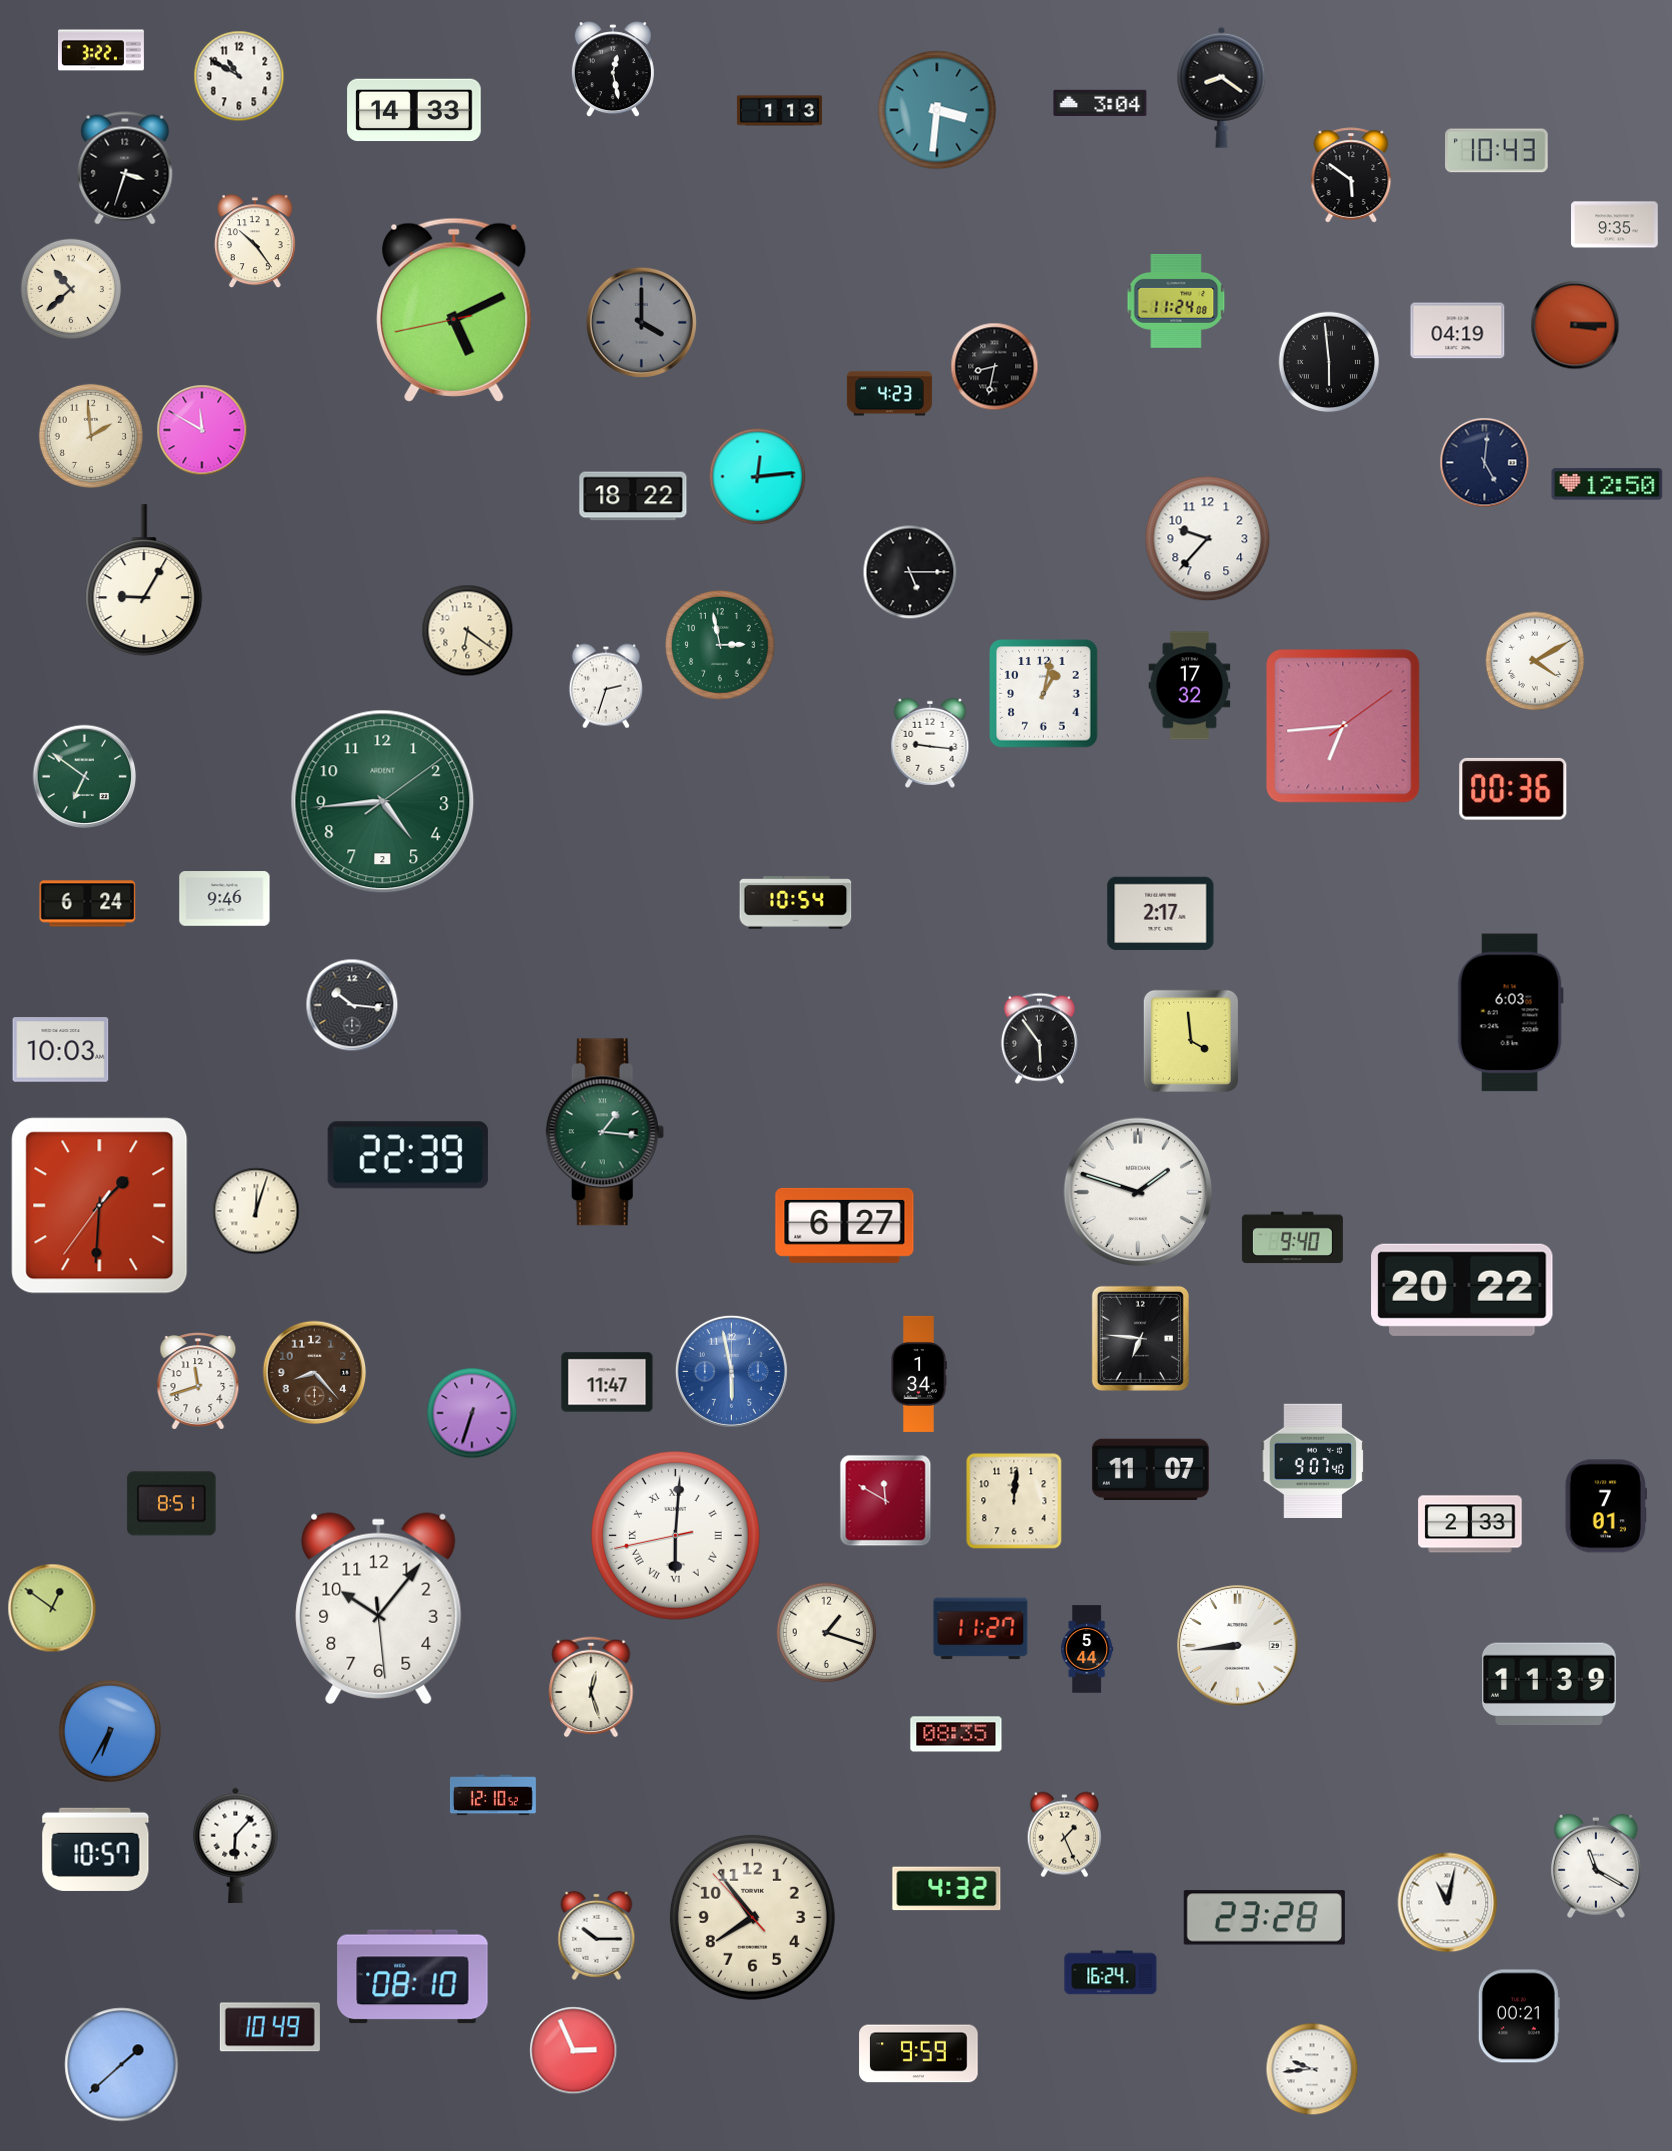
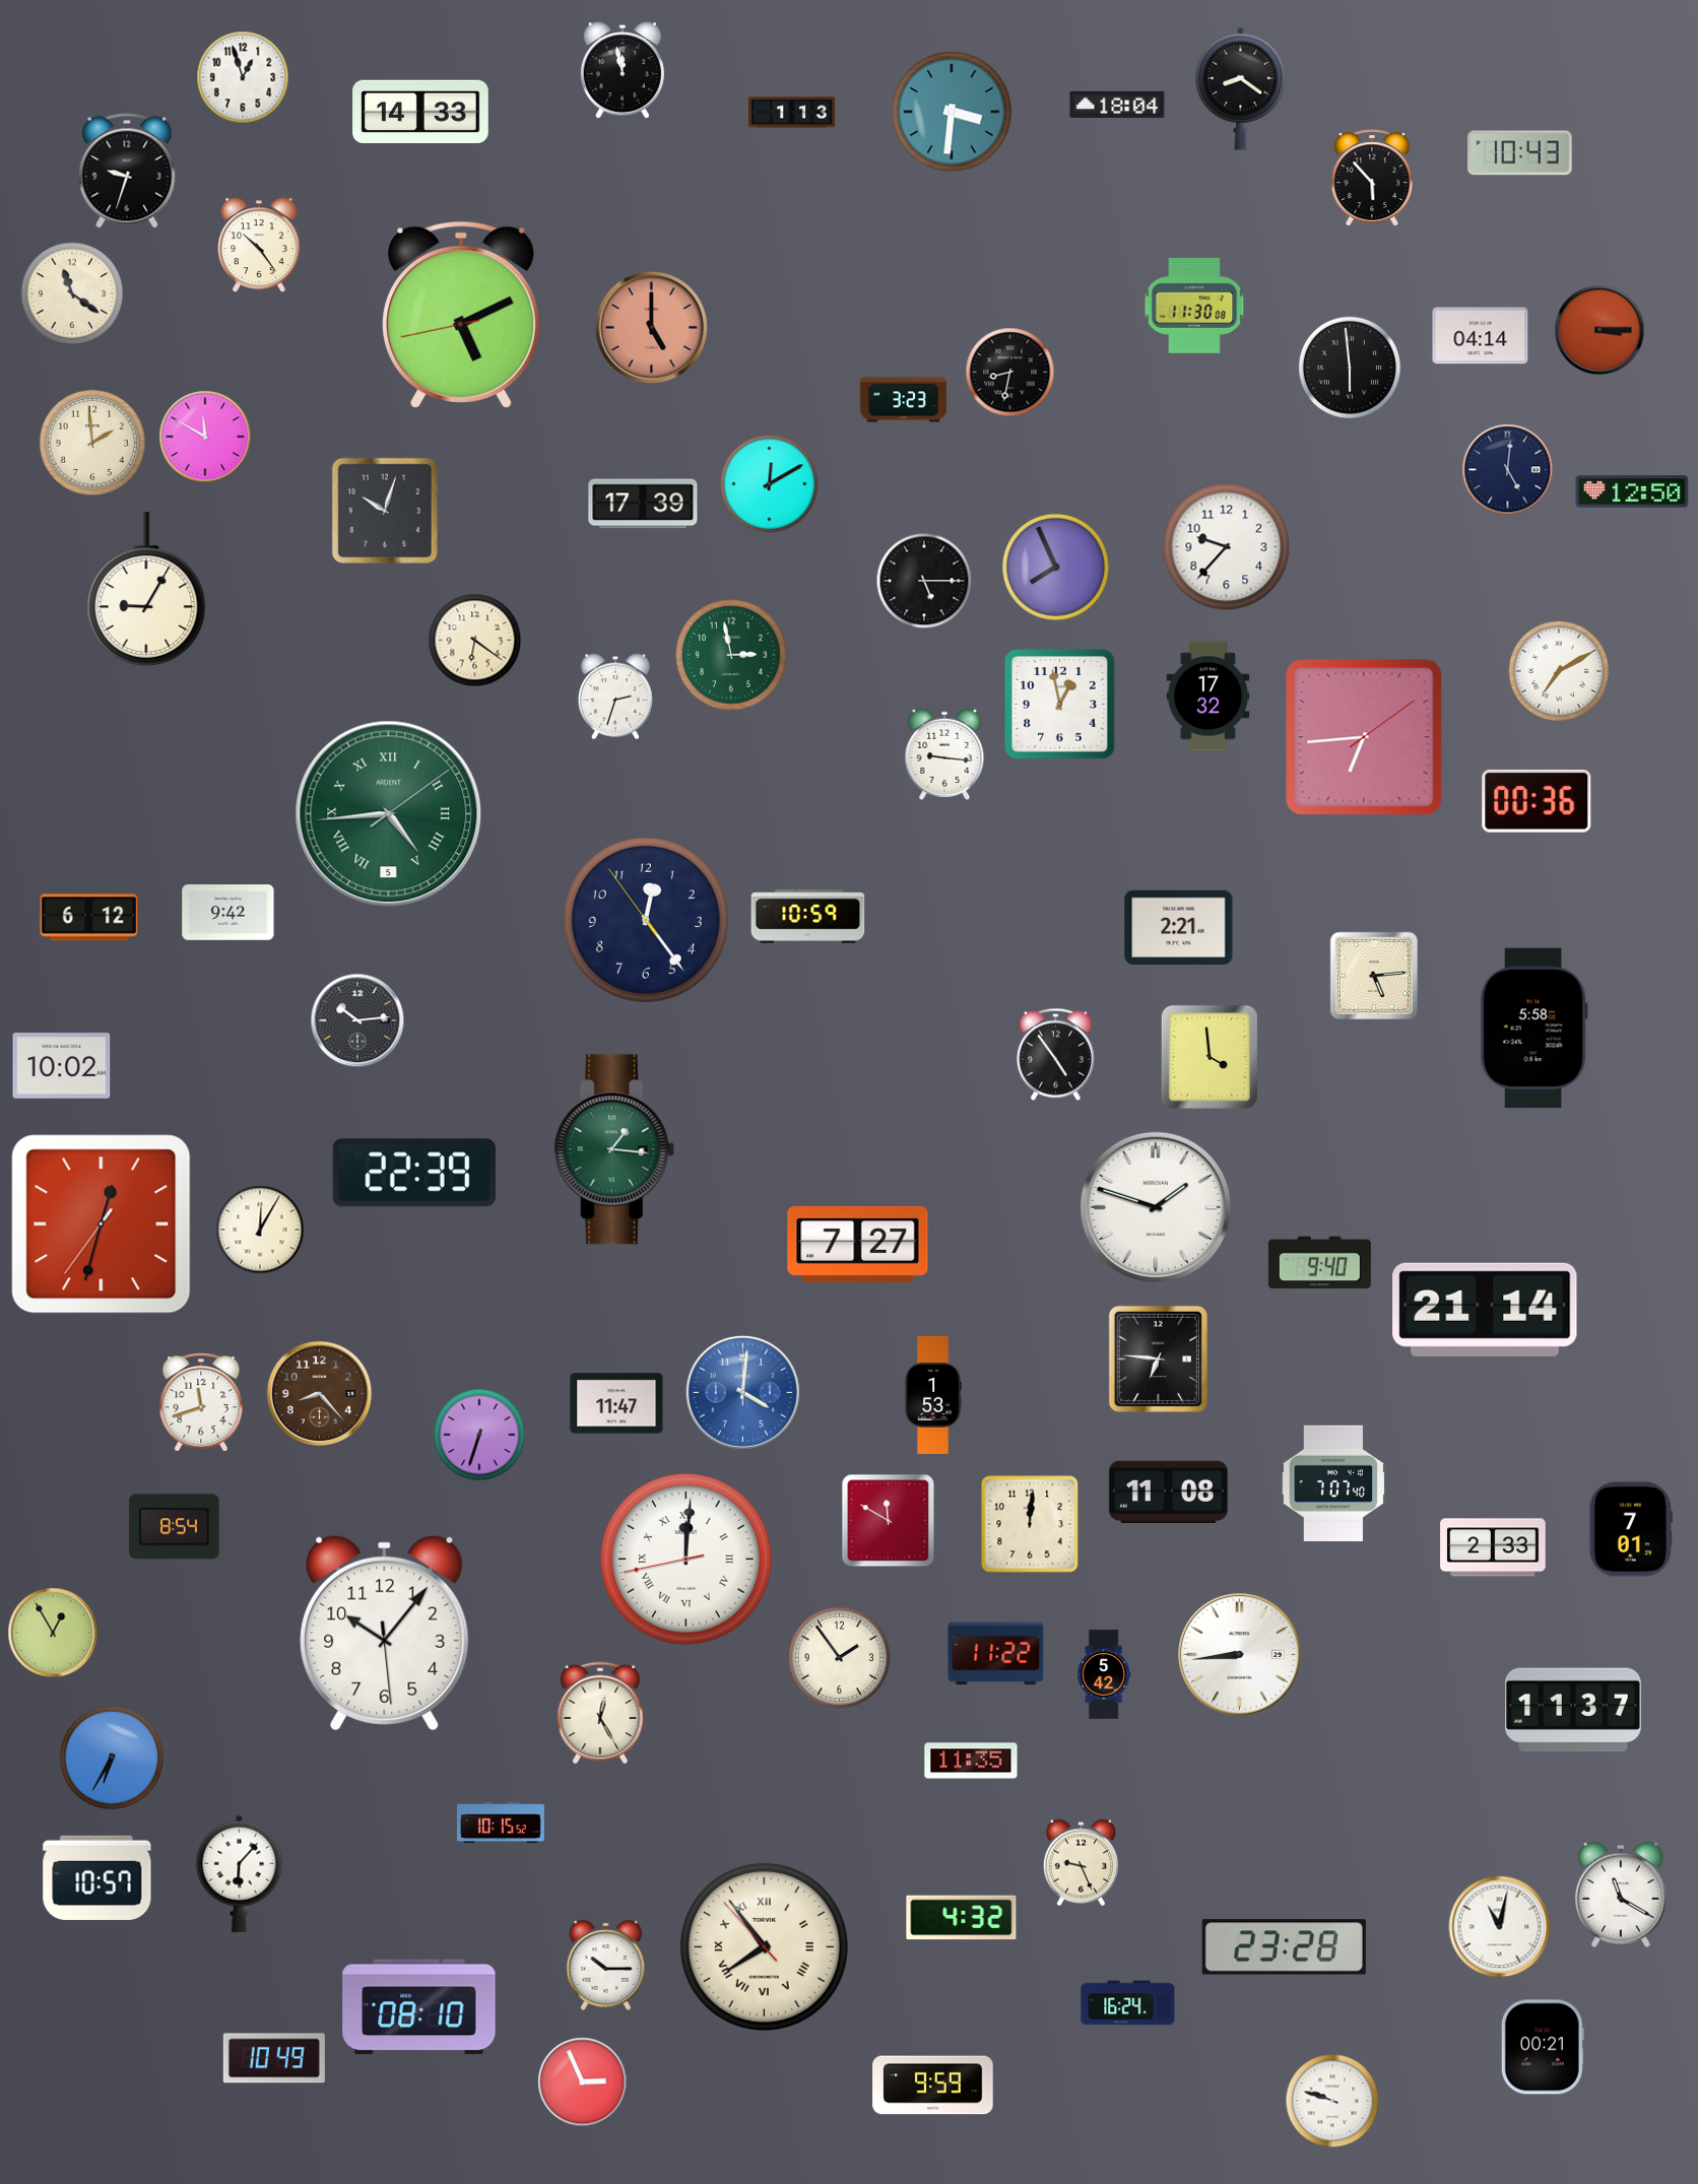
clock at (102, 50): 3:22 -> none
clock at (613, 70): 12:28 -> 11:58
clock at (239, 76): 10:50 -> 12:57
clock at (1100, 102): 3:04 -> 18:04
clock at (125, 168): 3:33 -> 9:33
clock at (1351, 175): 5:51 -> 5:53
clock at (1615, 225): 9:35 -> none
clock at (71, 289): 10:38 -> 11:21
clock at (1176, 301): 11:24 -> 11:30
clock at (641, 322): 4:00 -> 5:00
clock at (641, 322) dial: grey -> salmon
clock at (1458, 331): 04:19 -> 04:14
clock at (889, 394): 4:23 -> 3:23
clock at (758, 477): 12:14 -> 12:10
clock at (633, 496): 18:22 -> 17:39
clock at (385, 511): none -> 10:03
clock at (1055, 567): none -> 7:56
clock at (1535, 661): 4:10 -> 7:10
clock at (1044, 694): 1:02 -> 12:58
clock at (85, 777): 6:51 -> none
clock at (383, 802) date: 2 -> 5
clock at (383, 802) numerals: Arabic -> Roman
clock at (225, 899): 9:46 -> 9:42
clock at (796, 903): 10:54 -> 10:59
clock at (88, 904): 6:24 -> 6:12
clock at (646, 920): none -> 12:23
clock at (1161, 913): 2:17 -> 2:21
clock at (1373, 975): none -> 5:14
clock at (352, 1005): 10:16 -> 10:14
clock at (1510, 1013): 6:03 -> 5:58
clock at (1039, 1038): 5:54 -> 4:54
clock at (61, 1050): 10:03 -> 10:02
clock at (1138, 1192) position: (1138, 1192) -> (1156, 1207)
clock at (100, 1206): 1:30 -> 12:32
clock at (256, 1211): 12:03 -> 12:05
clock at (845, 1225): 6:27 -> 7:27
clock at (1292, 1238) position: (1292, 1238) -> (1319, 1263)
clock at (1462, 1290): 20:22 -> 21:14
clock at (731, 1371): 5:58 -> 4:01
clock at (919, 1374): 1:34 -> 1:53
clock at (1313, 1461): 9:07 -> 7:07
clock at (1150, 1469): 11:07 -> 11:08
clock at (886, 1501) position: (886, 1501) -> (889, 1521)
clock at (172, 1504): 8:51 -> 8:54
clock at (675, 1535): 6:00 -> 12:00
clock at (52, 1608): 12:51 -> 12:55
clock at (981, 1629): 11:27 -> 11:22
clock at (827, 1633): 1:18 -> 1:54
clock at (1238, 1646) position: (1238, 1646) -> (1240, 1655)
clock at (1087, 1649): 5:44 -> 5:42
clock at (1550, 1684): 11:39 -> 11:37
clock at (591, 1687): 12:27 -> 12:25
clock at (956, 1734): 08:35 -> 11:35
clock at (493, 1795): 12:10 -> 10:15
clock at (1064, 1835): 1:26 -> 9:26
clock at (1448, 1903) position: (1448, 1903) -> (1500, 1927)
clock at (752, 1917) numerals: Arabic -> Roman
clock at (122, 2065): 1:38 -> none
clock at (1312, 2069): 9:44 -> 9:48
